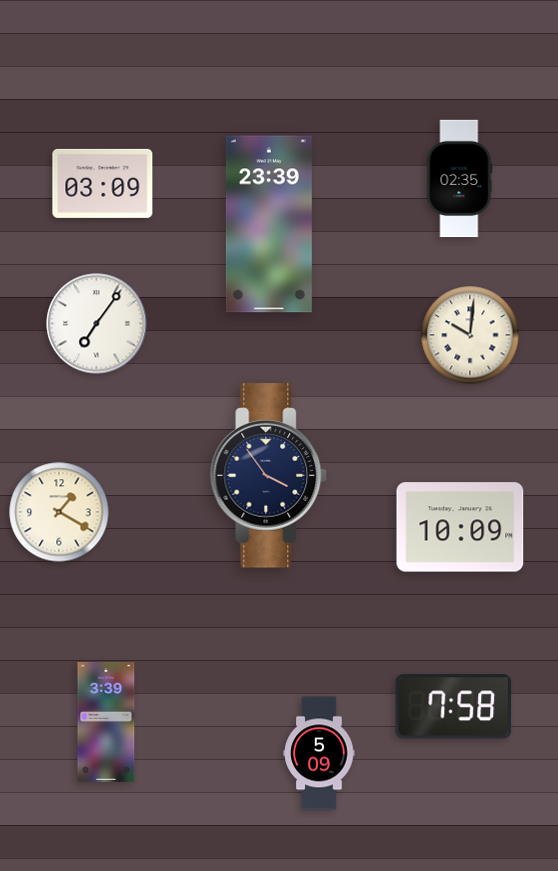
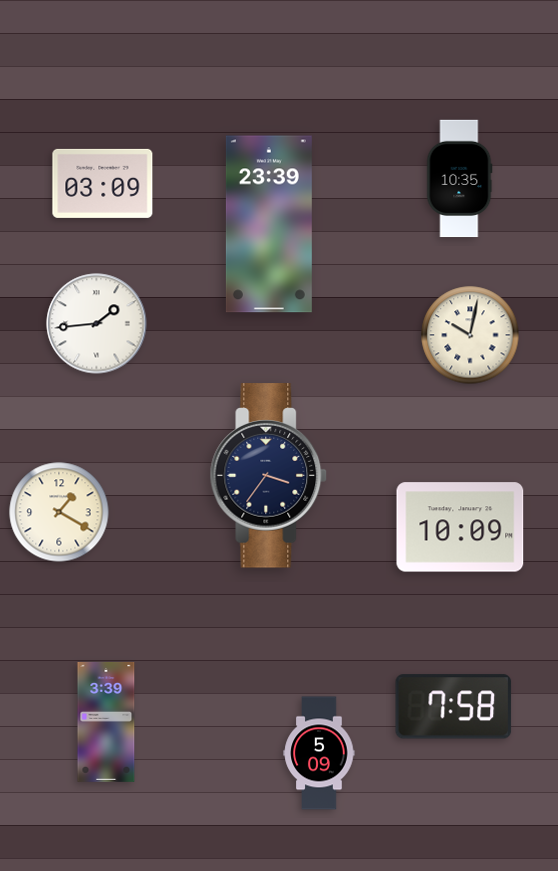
clock at (459, 179): 02:35 -> 10:35
clock at (97, 324): 7:06 -> 1:44
clock at (470, 335): 10:01 -> 10:02
clock at (269, 476): 3:54 -> 3:36
